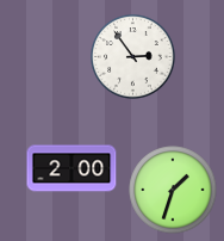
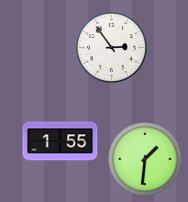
clock at (71, 168): 2:00 -> 1:55
clock at (173, 190): 1:33 -> 1:31
